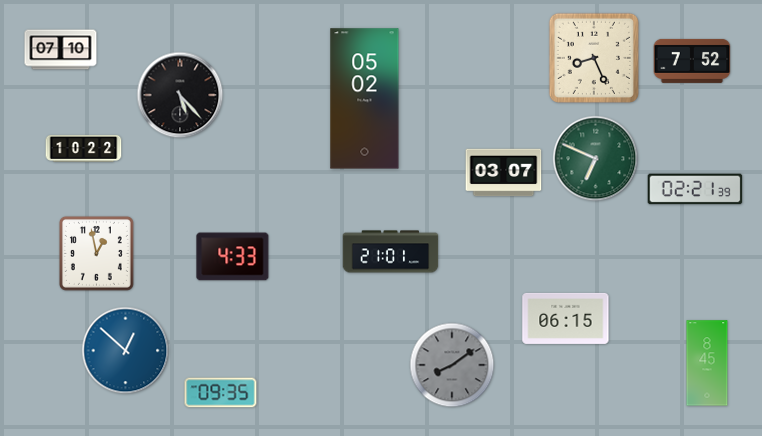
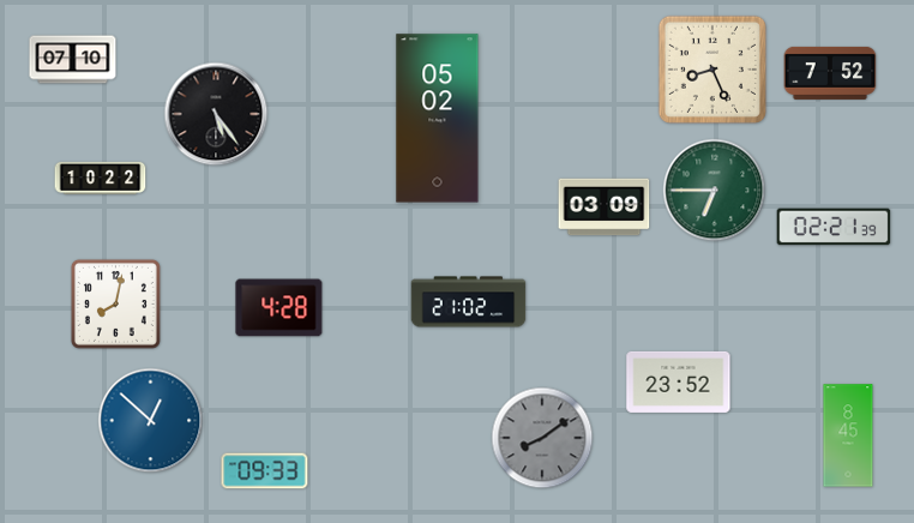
clock at (180, 95): 5:23 -> 5:24
clock at (596, 159): 6:49 -> 6:45
clock at (504, 173): 03:07 -> 03:09
clock at (391, 252): 21:01 -> 21:02
clock at (96, 253): 12:58 -> 8:02
clock at (233, 257): 4:33 -> 4:28
clock at (566, 318): 06:15 -> 23:52
clock at (221, 393): 09:35 -> 09:33
